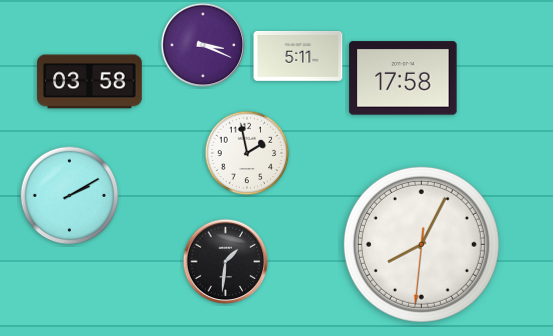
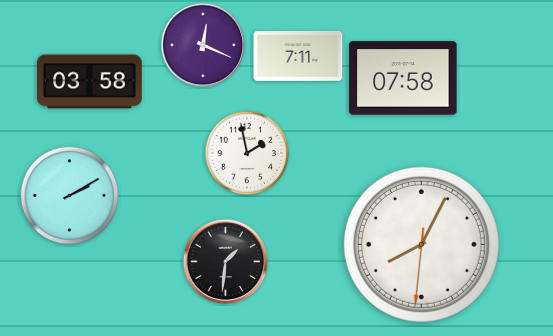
clock at (203, 45): 3:19 -> 12:19
clock at (298, 56): 5:11 -> 7:11
clock at (403, 78): 17:58 -> 07:58
